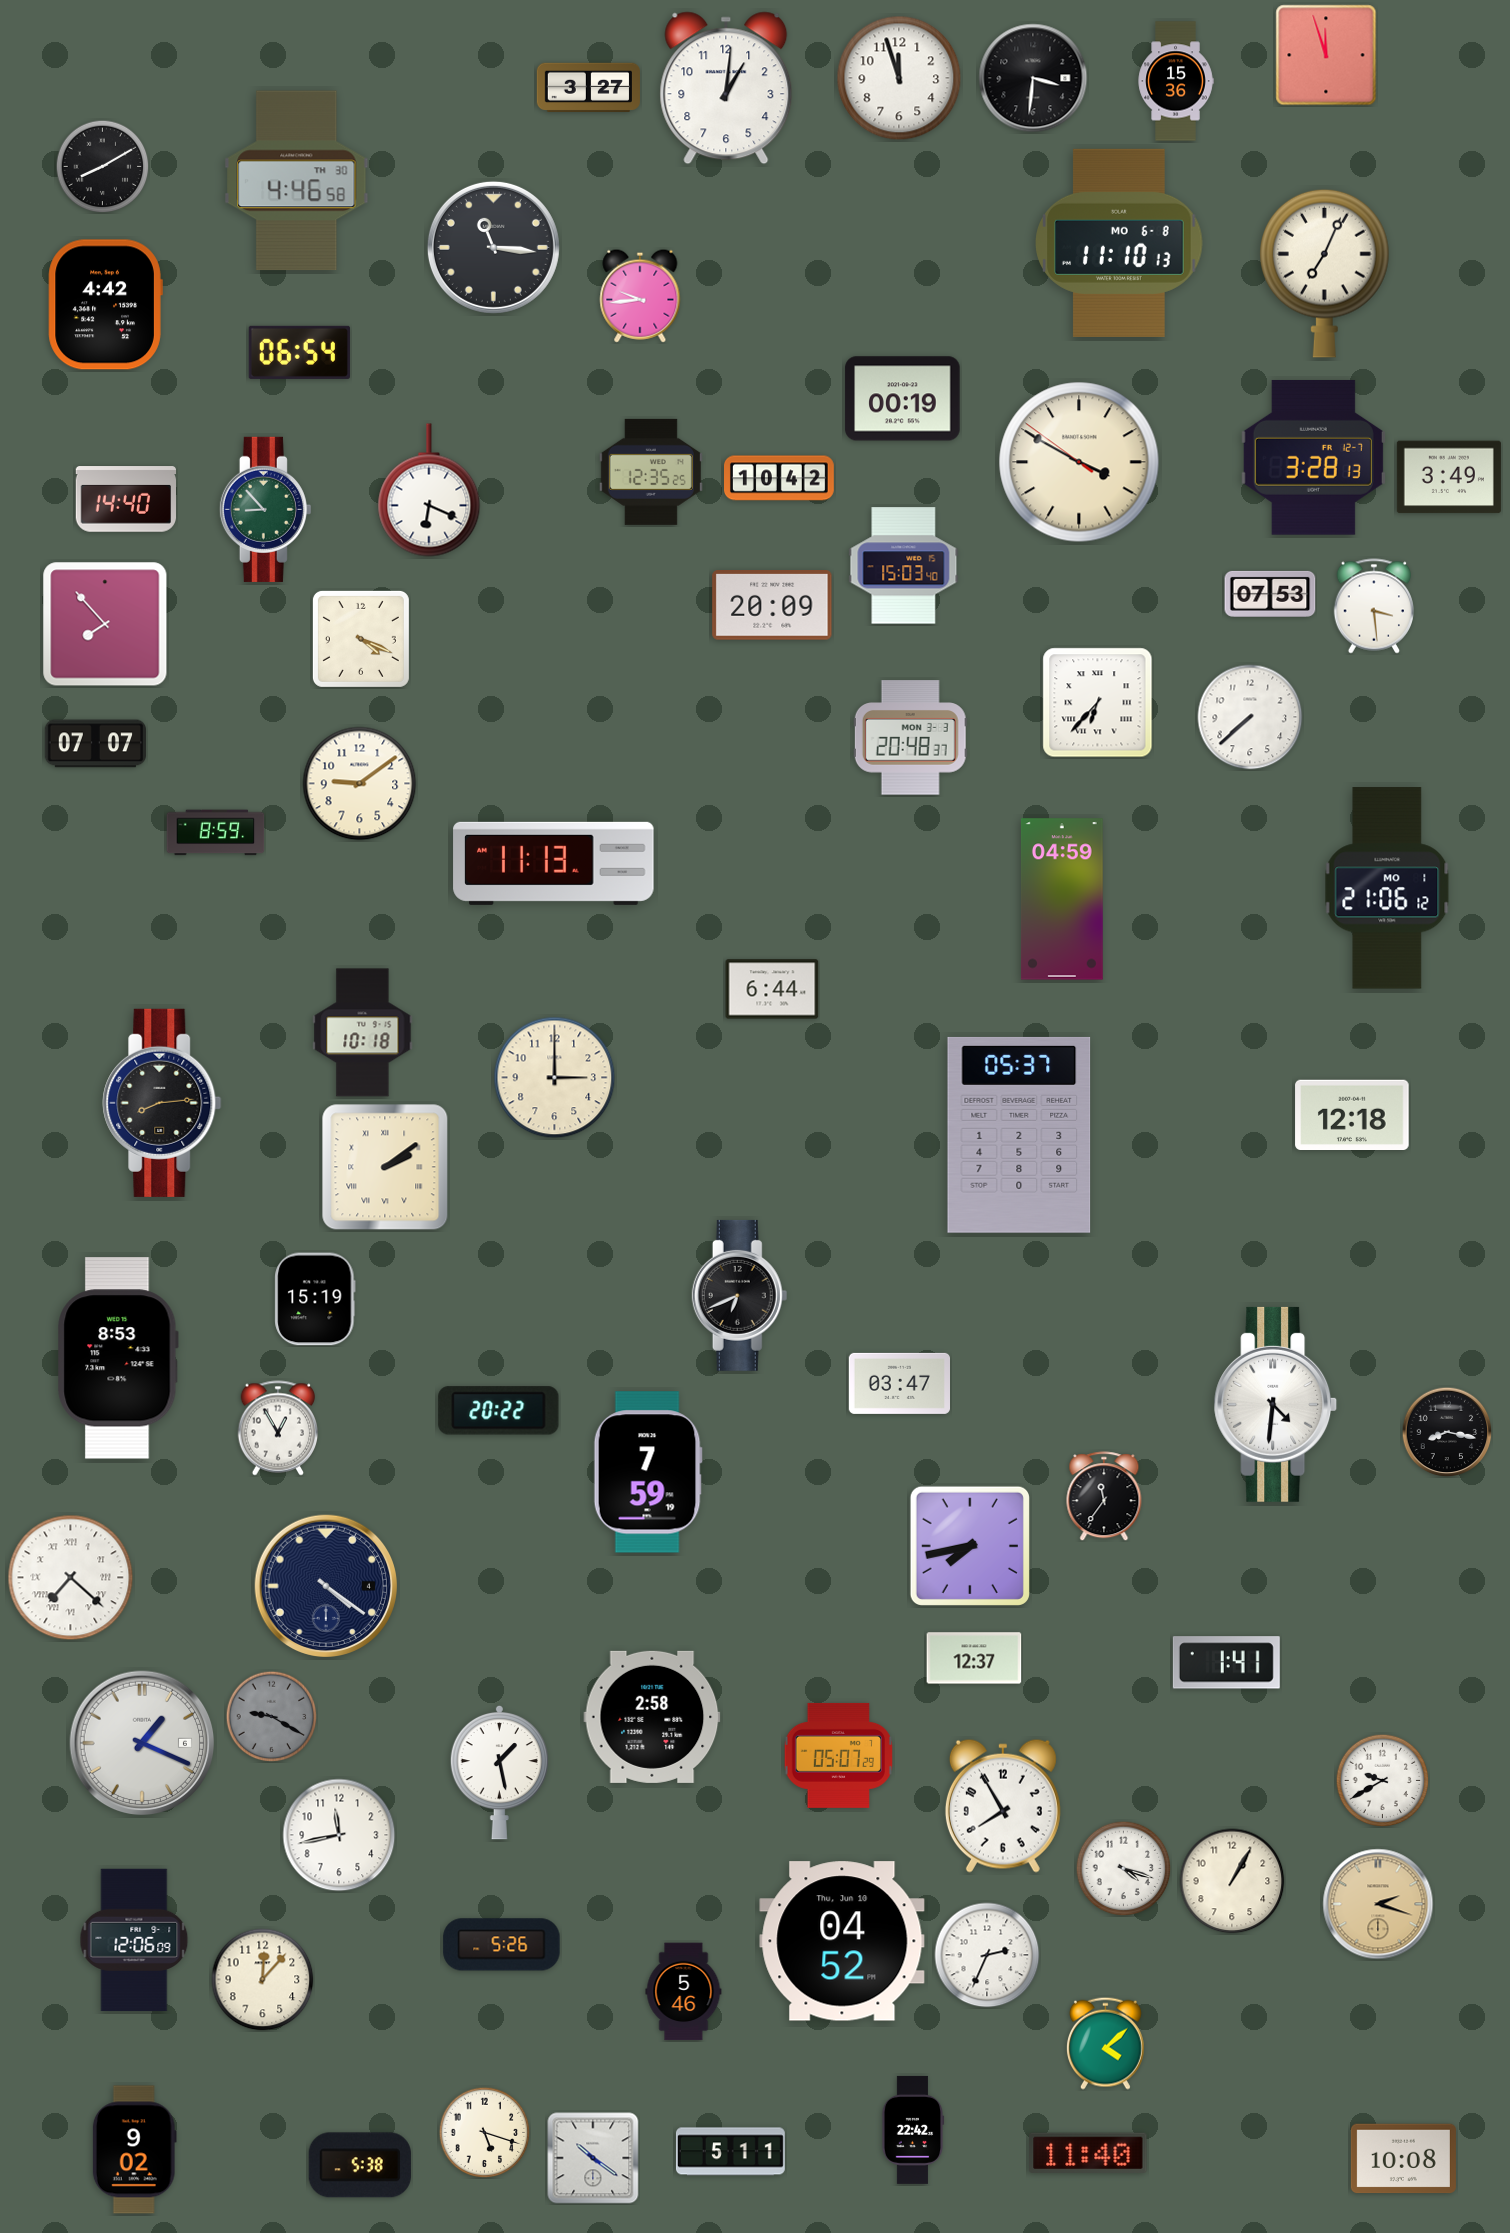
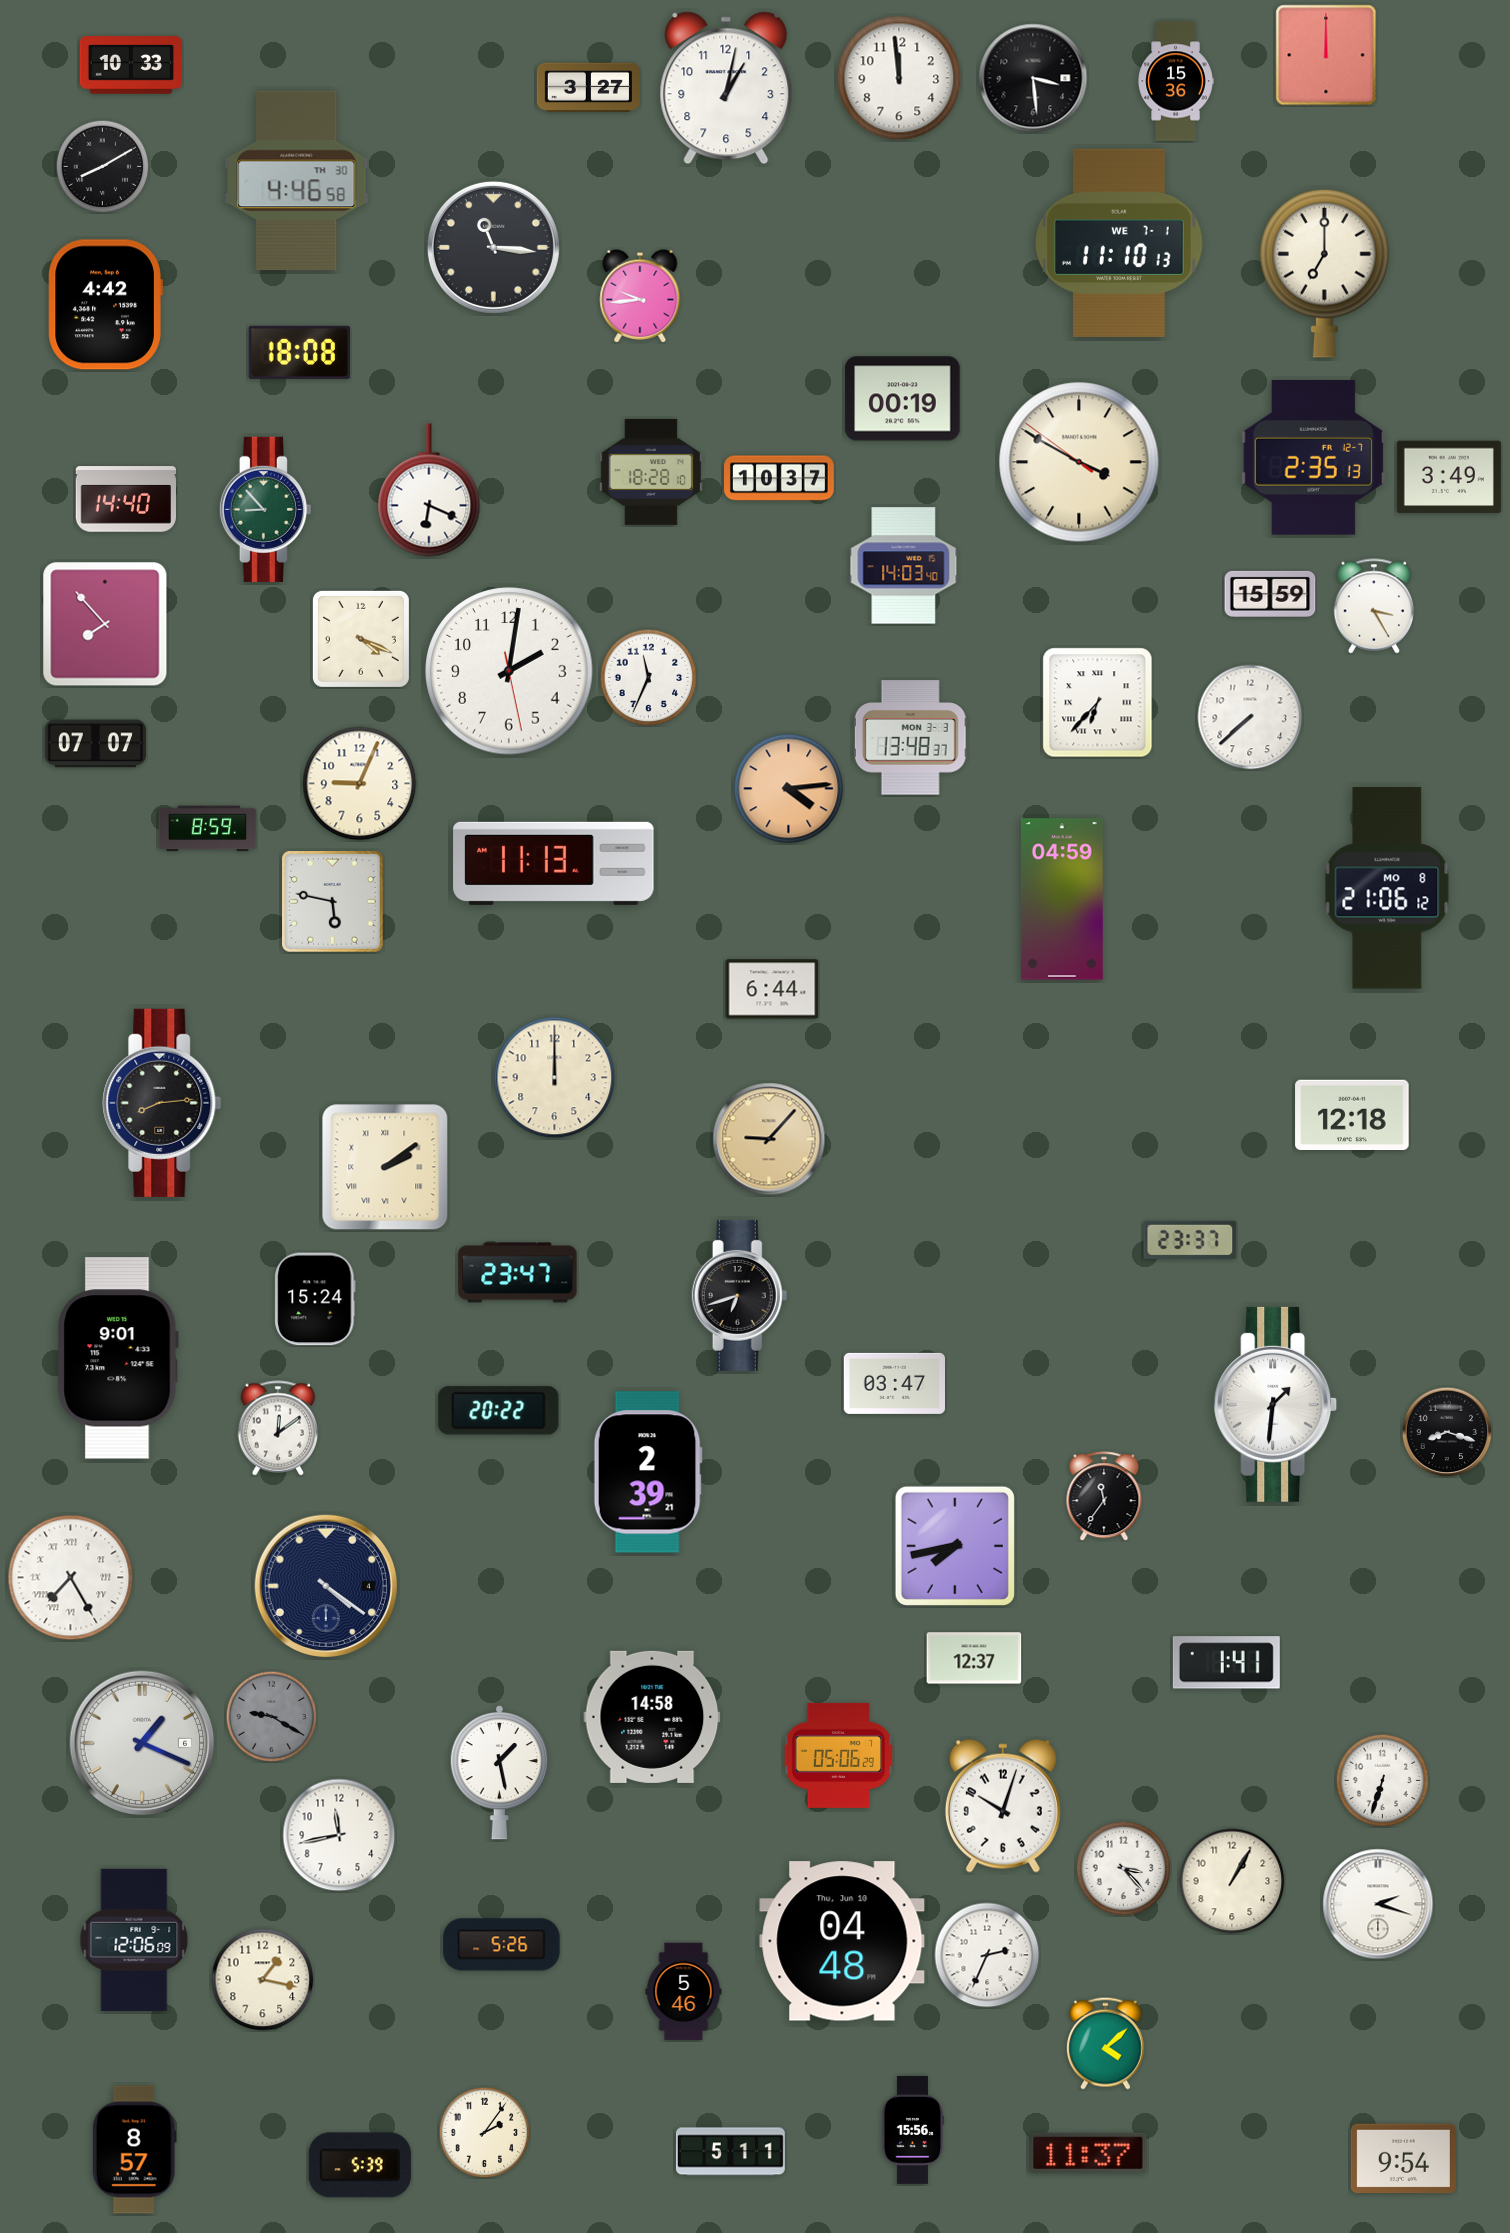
clock at (1326, 55): 11:57 -> 12:00
clock at (131, 65): none -> 10:33
clock at (899, 78): 11:57 -> 11:59
clock at (1033, 78): 3:31 -> 3:29
clock at (726, 88): 1:01 -> 1:02
clock at (1119, 243) date: MO 6-8 -> WE 7-1
clock at (1325, 273): 7:04 -> 7:00
clock at (299, 352): 06:54 -> 18:08
clock at (1313, 457): 3:28 -> 2:35
clock at (651, 472): 12:35 -> 18:28
clock at (780, 478): 10:42 -> 10:37
clock at (904, 566): 15:03 -> 14:03
clock at (1270, 594): 07:53 -> 15:59
clock at (772, 606): 20:09 -> none
clock at (1374, 606): 3:29 -> 3:25
clock at (509, 671): none -> 2:01
clock at (648, 677): none -> 11:34
clock at (910, 738): 20:48 -> 13:48
clock at (360, 784): 9:09 -> 9:04
clock at (789, 789): none -> 4:14
clock at (216, 833) position: (216, 833) -> (208, 829)
clock at (1387, 888) date: MO 1 -> MO 8
clock at (333, 902): none -> 5:47
clock at (363, 1033): 10:18 -> none
clock at (555, 1078): 3:00 -> 12:00
clock at (1019, 1135): 05:37 -> none
clock at (769, 1139): none -> 9:07
clock at (1190, 1240): none -> 23:37
clock at (518, 1273): none -> 23:47
clock at (740, 1295): 6:41 -> 6:42
clock at (315, 1299): 15:19 -> 15:24
clock at (118, 1358): 8:53 -> 9:01
clock at (899, 1383) position: (899, 1383) -> (894, 1383)
clock at (1276, 1404): 4:31 -> 1:31
clock at (278, 1428): 12:55 -> 12:09
clock at (1447, 1432): 8:17 -> 8:18
clock at (648, 1472): 7:59 -> 2:39
clock at (970, 1546) position: (970, 1546) -> (955, 1546)
clock at (71, 1578): 7:22 -> 7:25
clock at (652, 1717): 2:58 -> 14:58
clock at (838, 1755): 05:07 -> 05:06
clock at (1382, 1780): 9:40 -> 6:33
clock at (1003, 1806): 7:55 -> 10:03
clock at (1123, 1868): 4:18 -> 3:23
clock at (1378, 1904) dial: champagne -> white
clock at (842, 1941): 04:52 -> 04:48
clock at (263, 1980): 12:07 -> 1:17
clock at (913, 2130): 22:42 -> 15:56
clock at (484, 2132): 5:18 -> 2:06
clock at (134, 2150): 9:02 -> 8:57
clock at (1088, 2152): 11:40 -> 11:37
clock at (593, 2158): 10:21 -> none
clock at (1403, 2159): 10:08 -> 9:54
clock at (360, 2165): 5:38 -> 5:39
